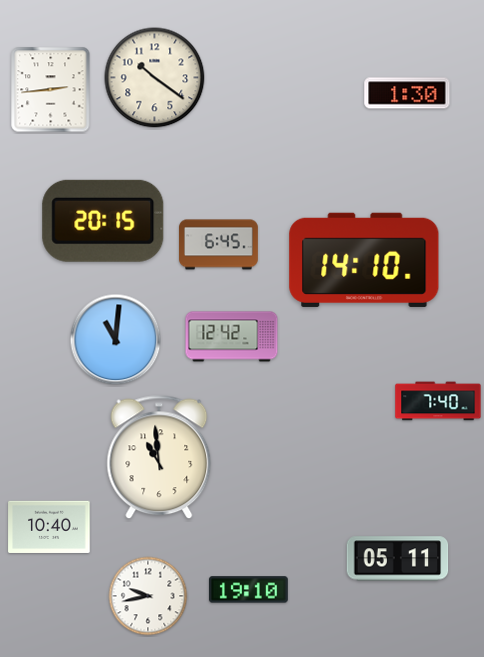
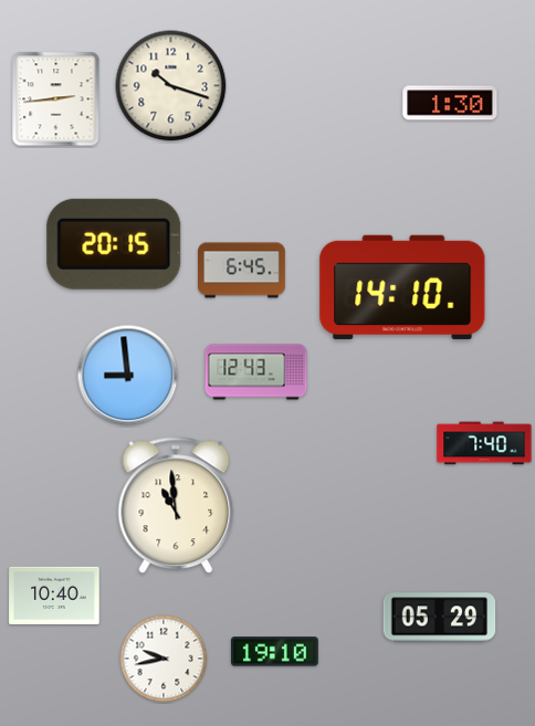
clock at (155, 78): 10:21 -> 10:18
clock at (232, 337): 12:42 -> 12:43
clock at (116, 340): 11:01 -> 8:59
clock at (49, 527) position: (49, 527) -> (54, 596)
clock at (398, 559): 05:11 -> 05:29
